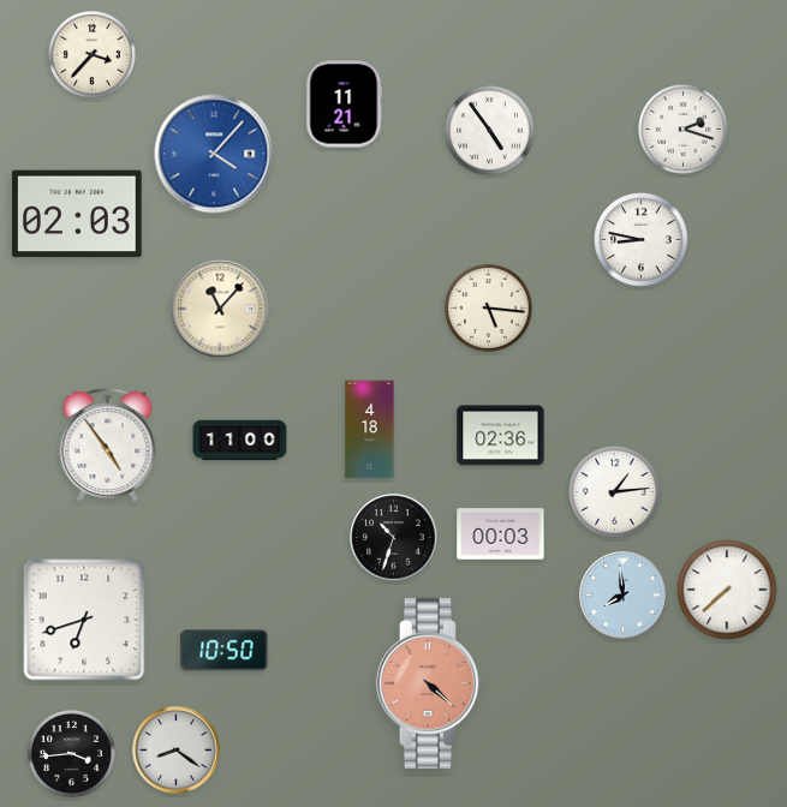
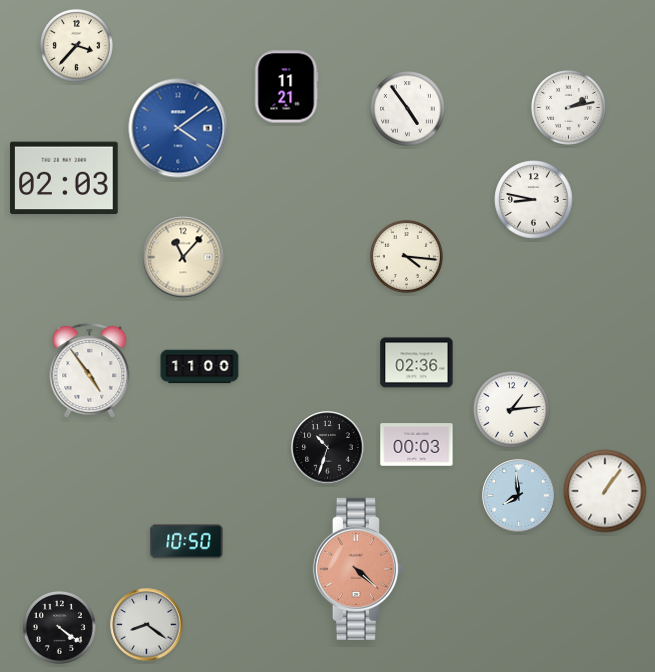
clock at (684, 130): 2:18 -> 2:13
clock at (214, 154): 4:07 -> 4:09
clock at (488, 307): 5:16 -> 4:16
clock at (370, 430): 4:18 -> none
clock at (727, 590): 7:38 -> 1:06
clock at (84, 620): 6:42 -> none
clock at (71, 753): 3:44 -> 4:21
